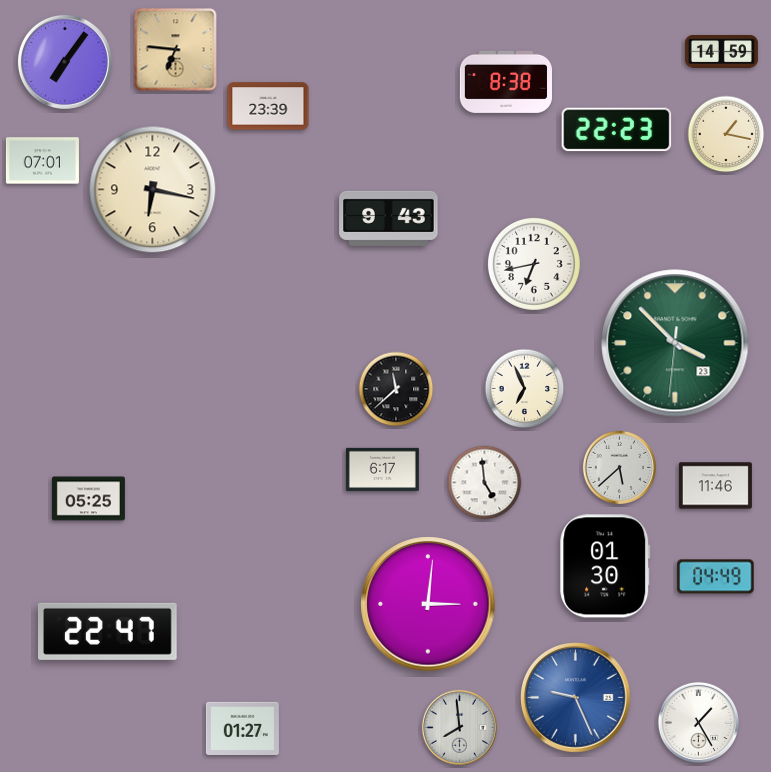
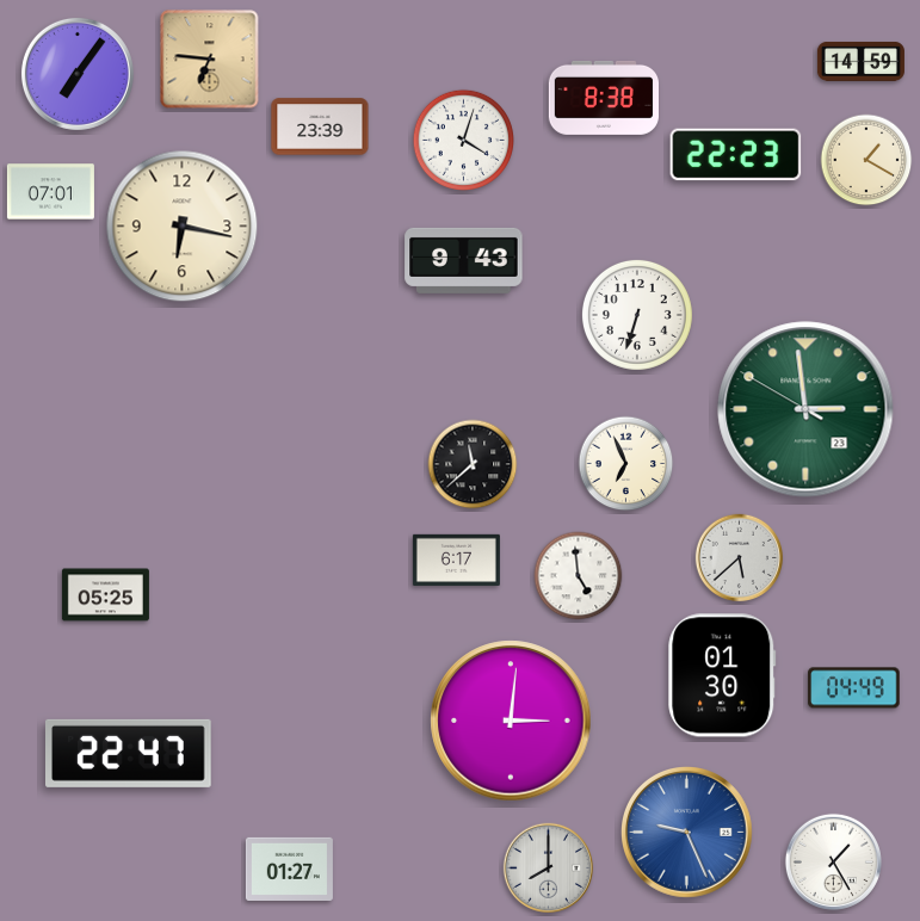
clock at (463, 140): none -> 4:03
clock at (726, 134): 1:17 -> 1:20
clock at (534, 264): 6:43 -> 6:33
clock at (675, 343): 3:52 -> 2:58
clock at (715, 486): 11:46 -> none
clock at (459, 727): 7:59 -> 8:00
